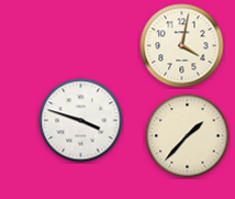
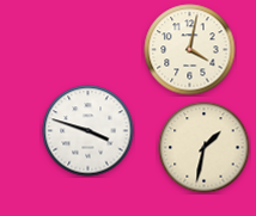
clock at (182, 46) position: (182, 46) -> (190, 50)
clock at (188, 136): 1:37 -> 1:32
